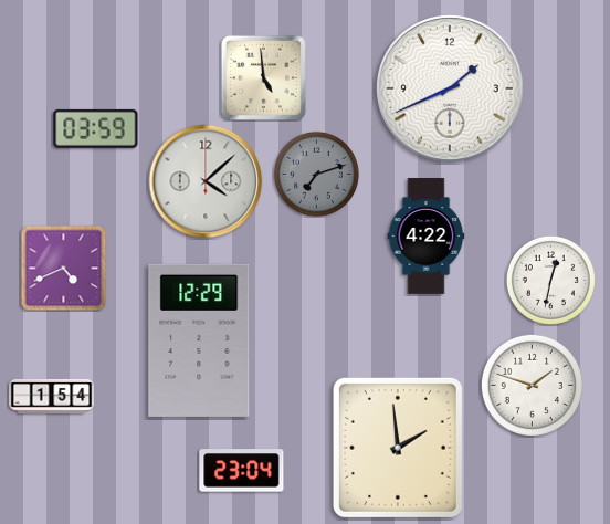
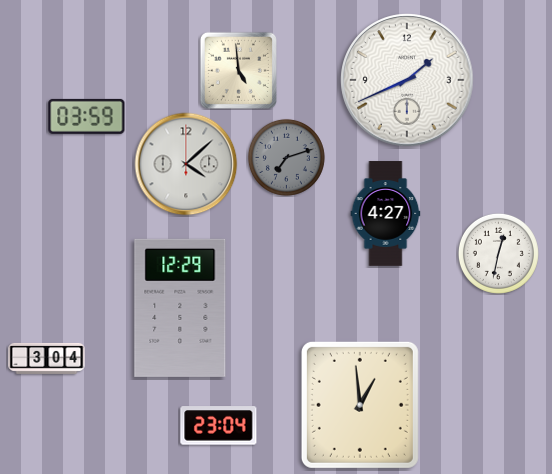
clock at (427, 237): 4:22 -> 4:27
clock at (63, 268): 4:41 -> none
clock at (532, 385): 1:48 -> none
clock at (52, 396): 1:54 -> 3:04
clock at (398, 448): 1:59 -> 12:59
